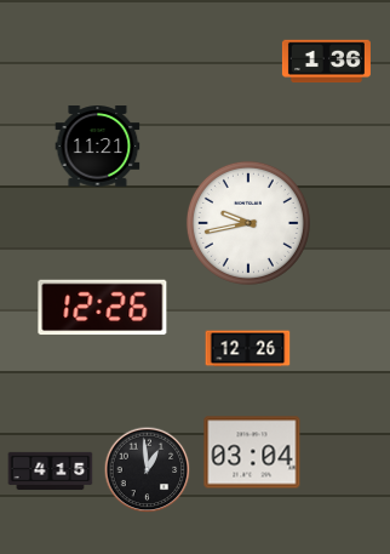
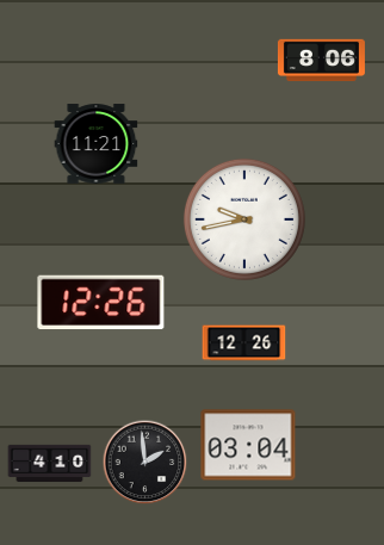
clock at (326, 62): 1:36 -> 8:06
clock at (148, 470): 12:59 -> 1:59
clock at (51, 472): 4:15 -> 4:10
